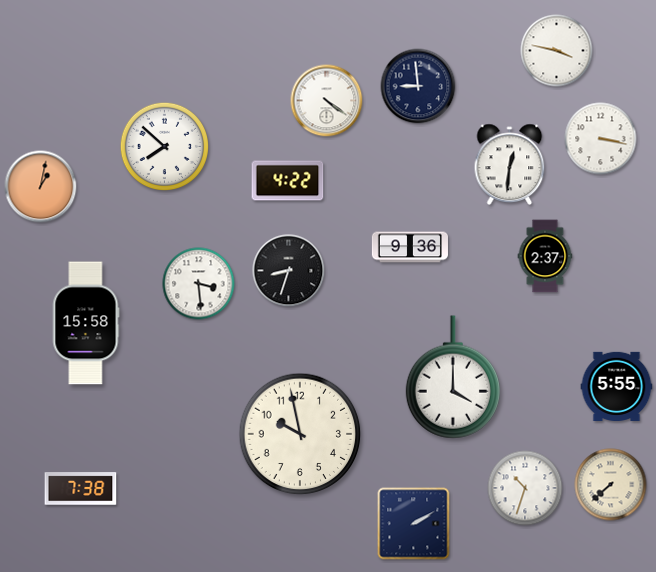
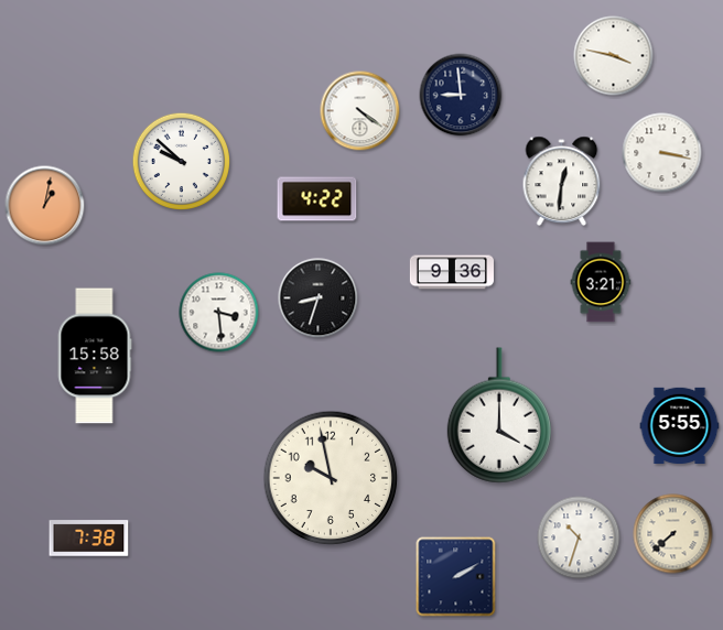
clock at (164, 146): 7:52 -> 9:52
clock at (545, 256): 2:37 -> 3:21
